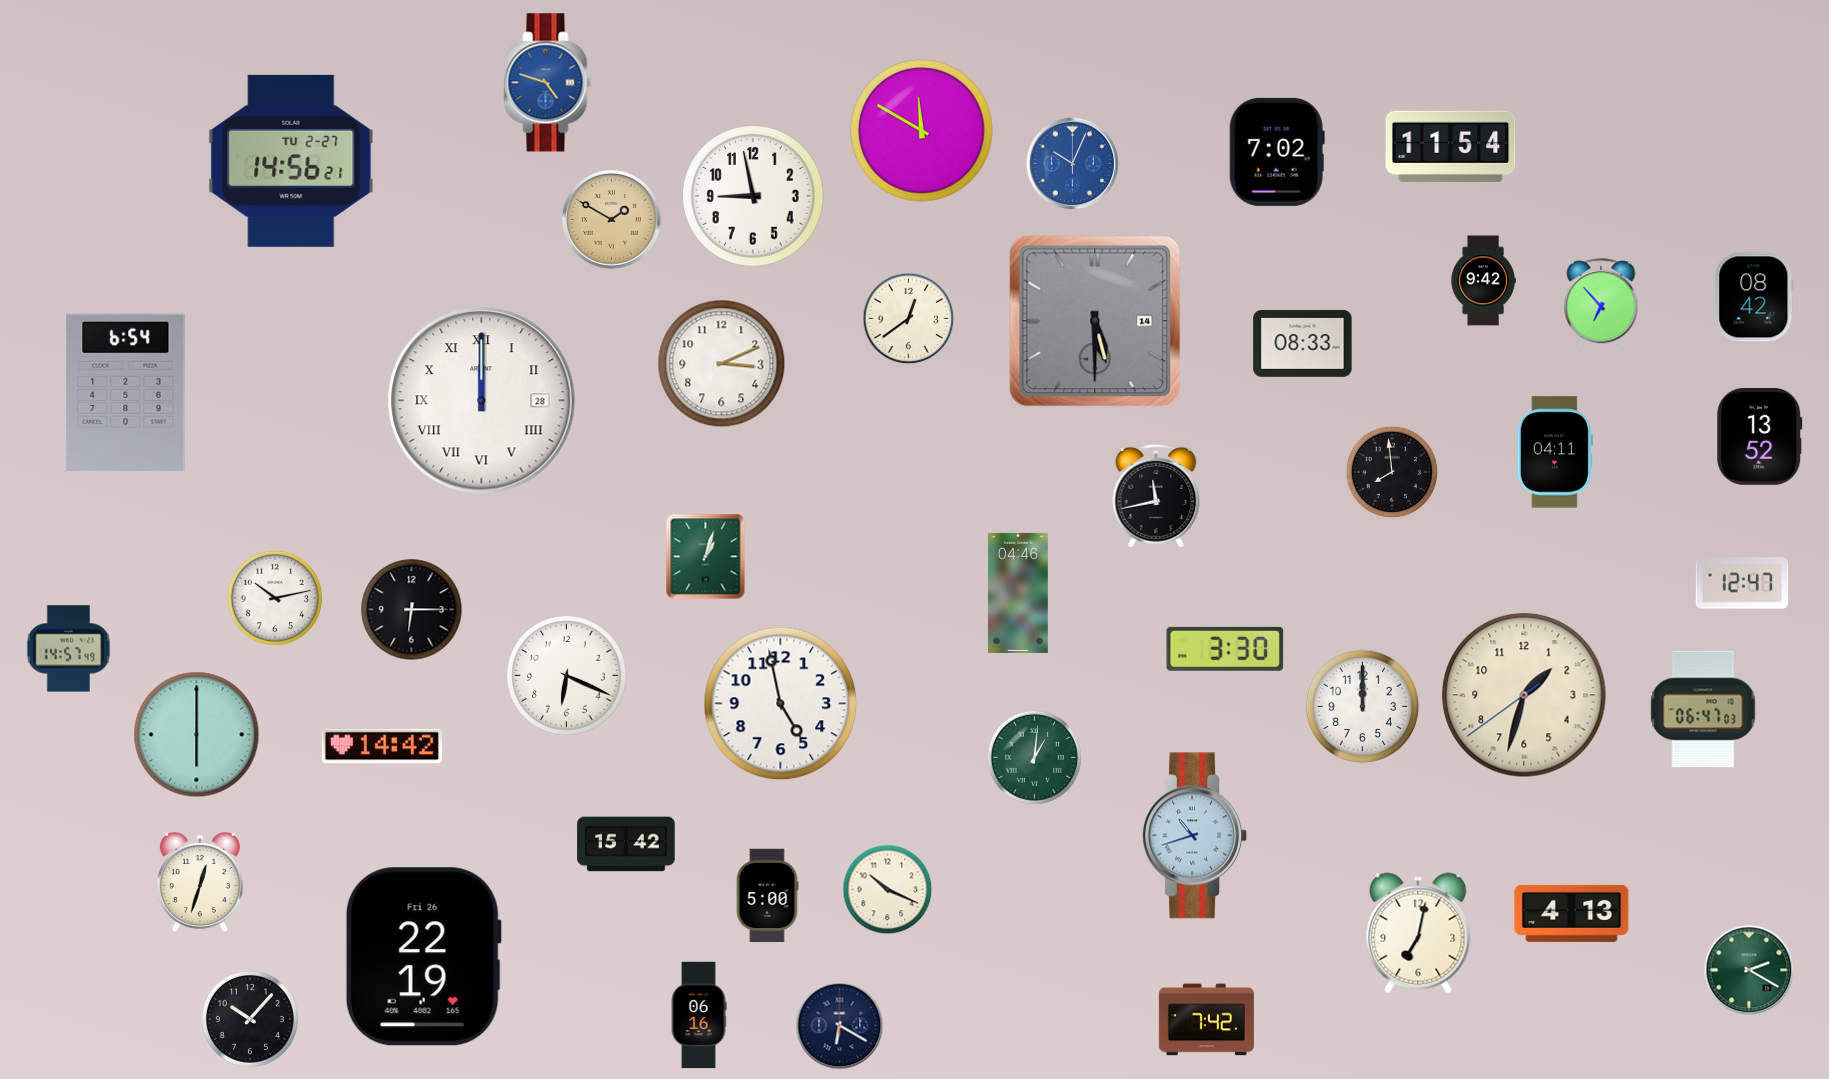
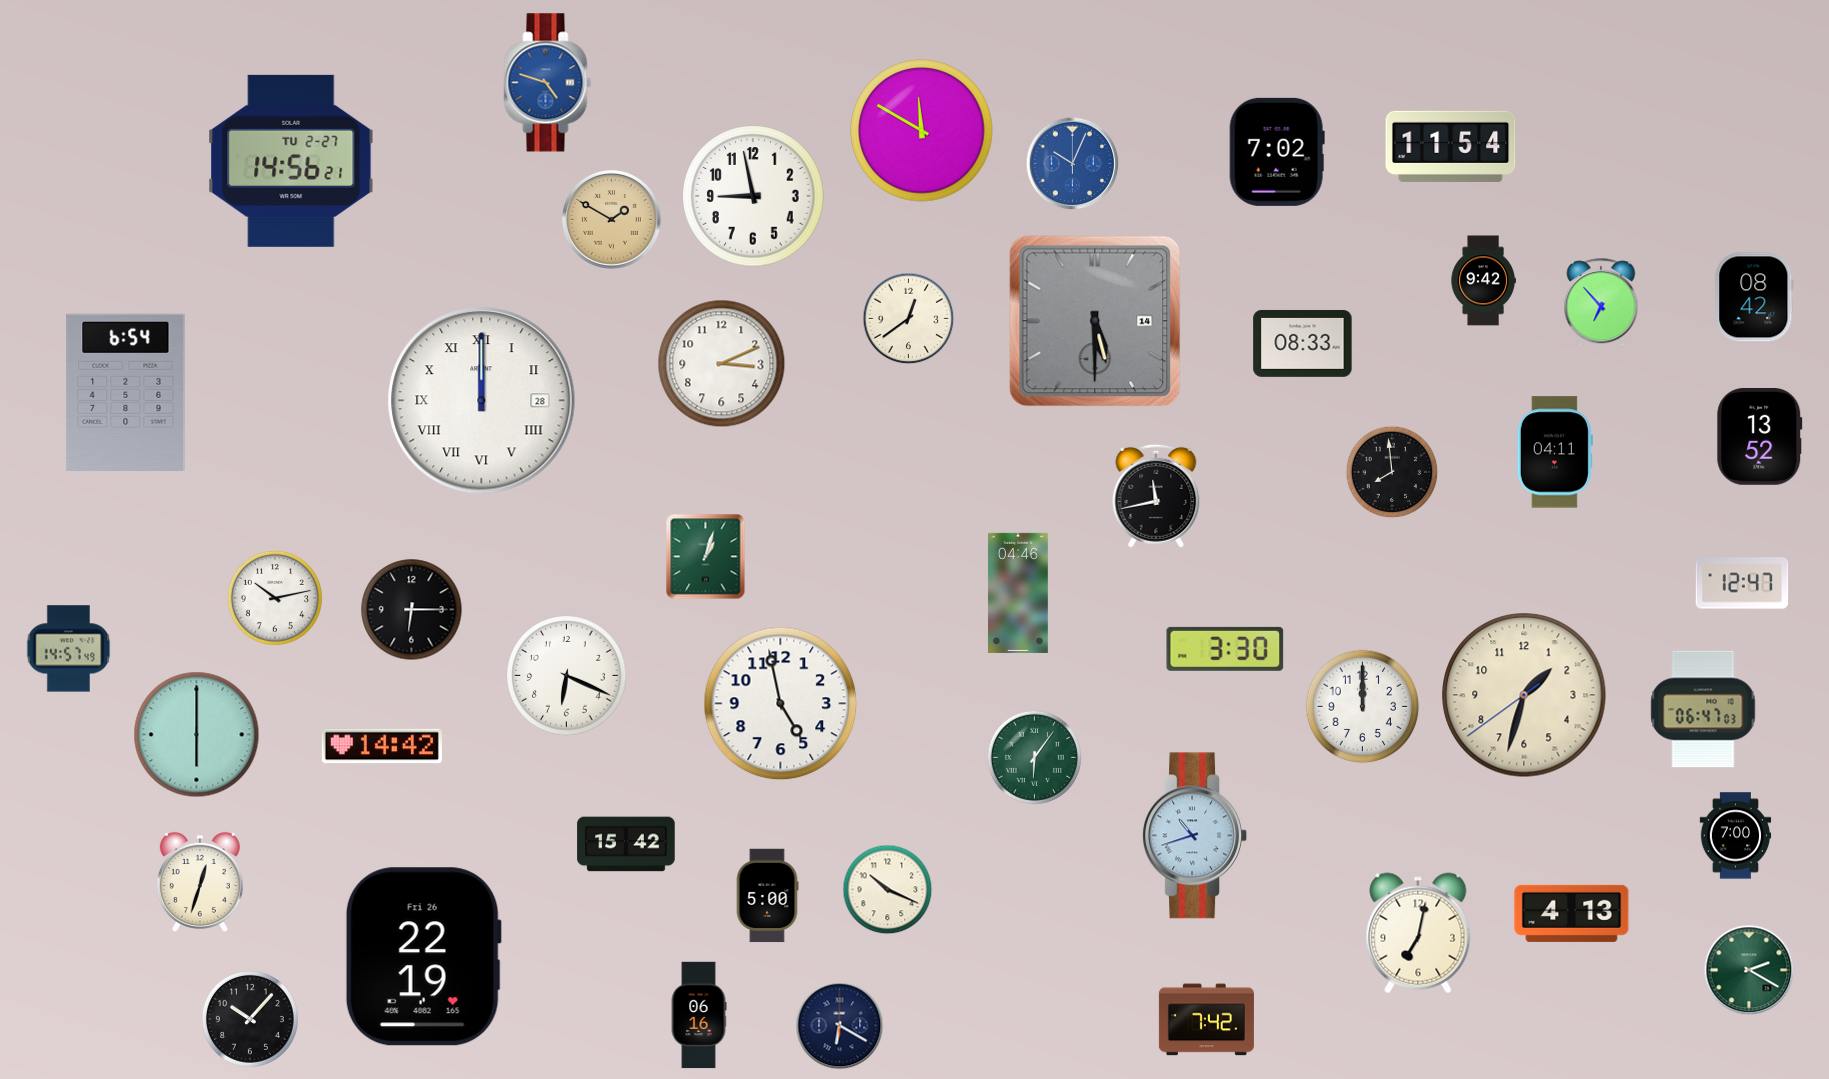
clock at (1034, 757): 1:01 -> 6:06
clock at (1736, 836): none -> 7:00
